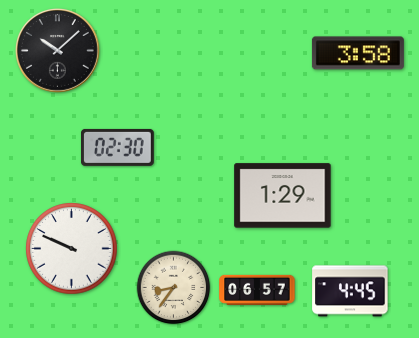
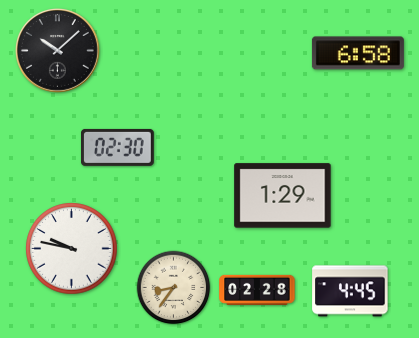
clock at (358, 53): 3:58 -> 6:58
clock at (72, 249): 9:49 -> 9:47
clock at (257, 290): 06:57 -> 02:28
